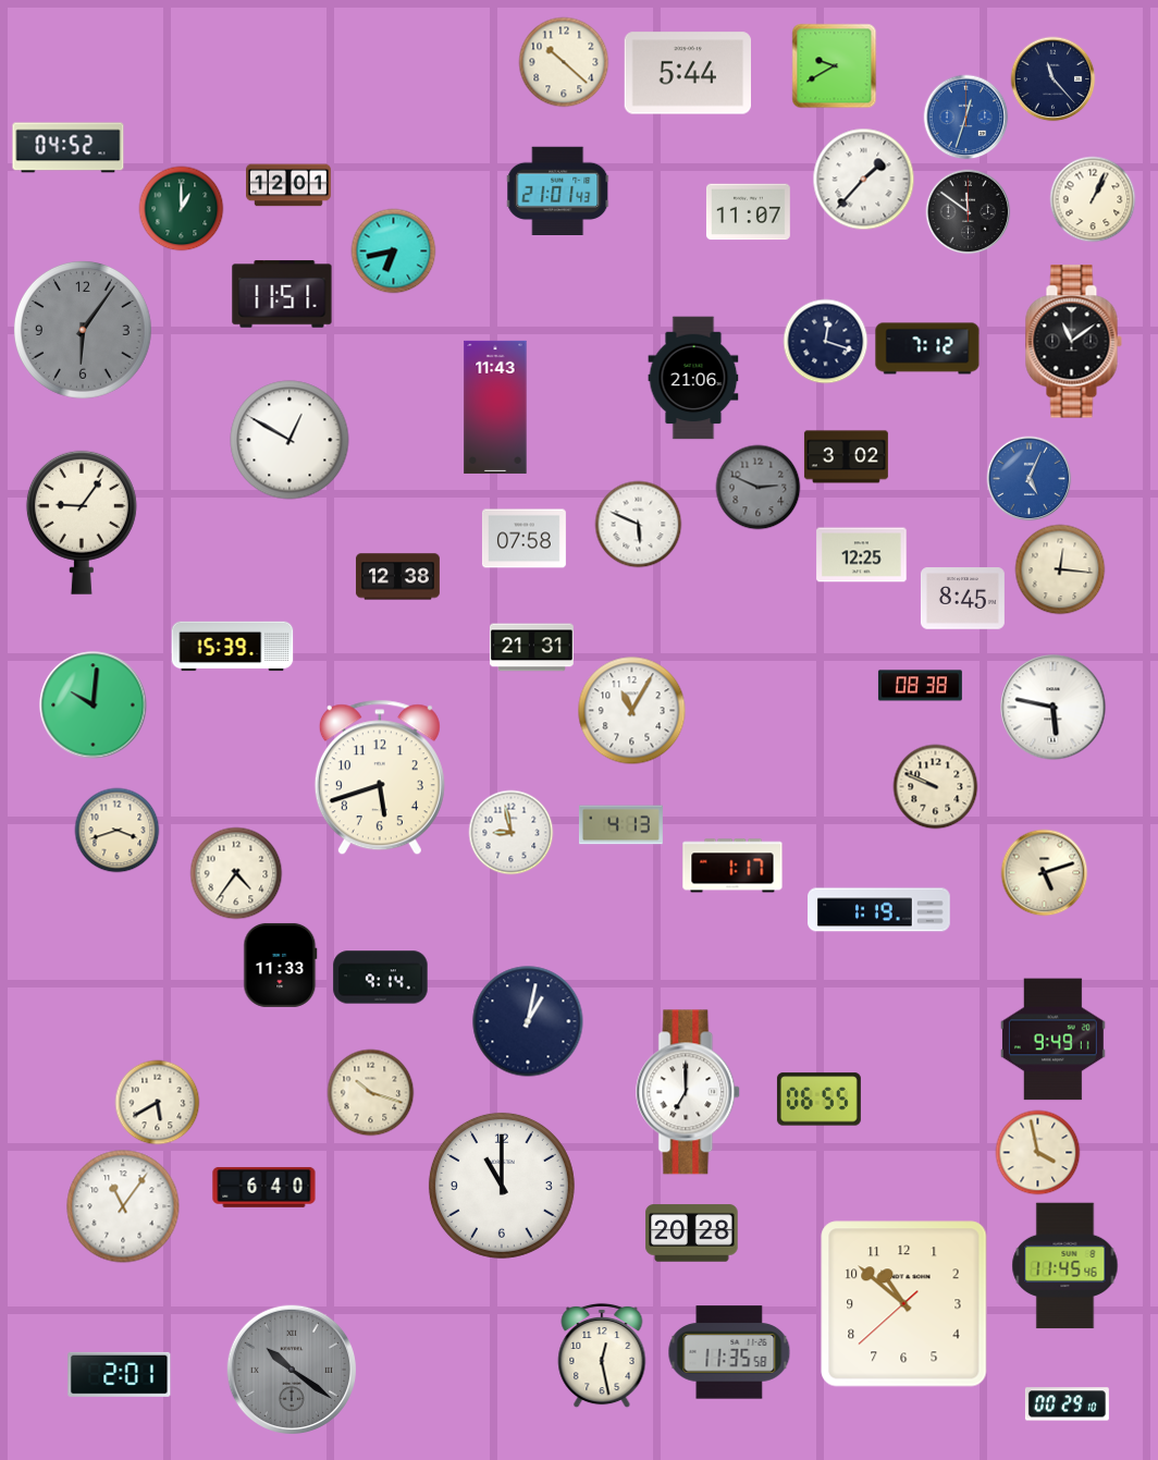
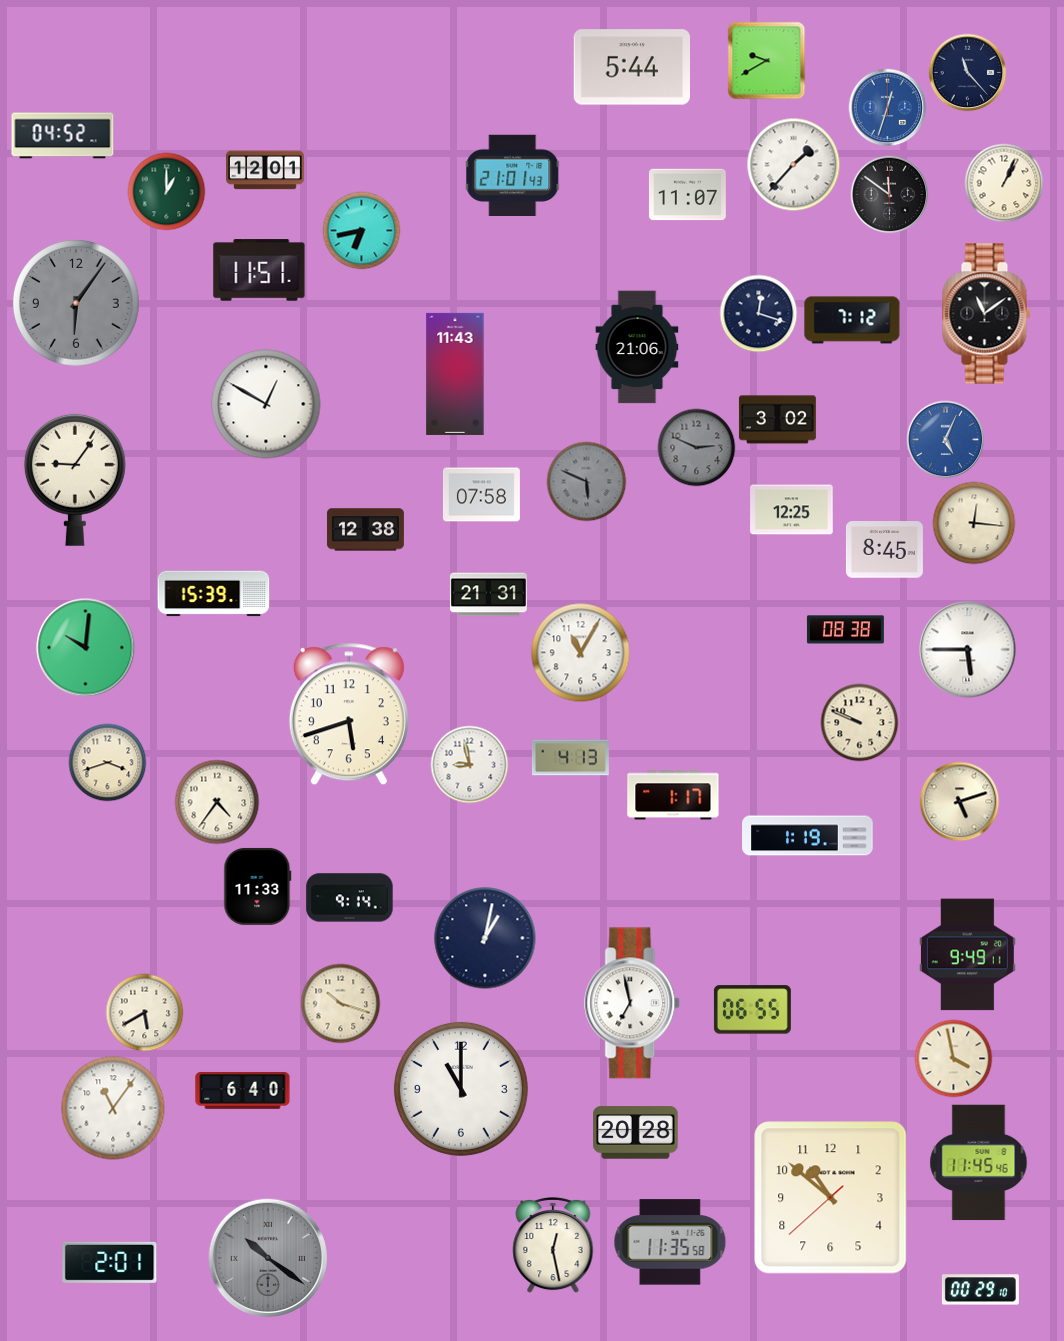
clock at (564, 62): 10:22 -> none
clock at (638, 524) dial: white -> grey
clock at (1054, 708): 5:47 -> 5:45
clock at (689, 1092): 7:00 -> 6:58
